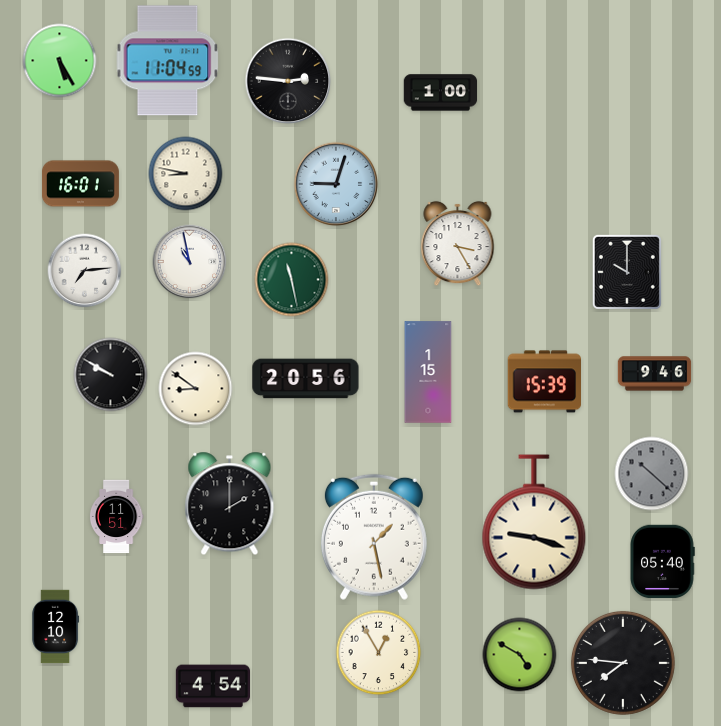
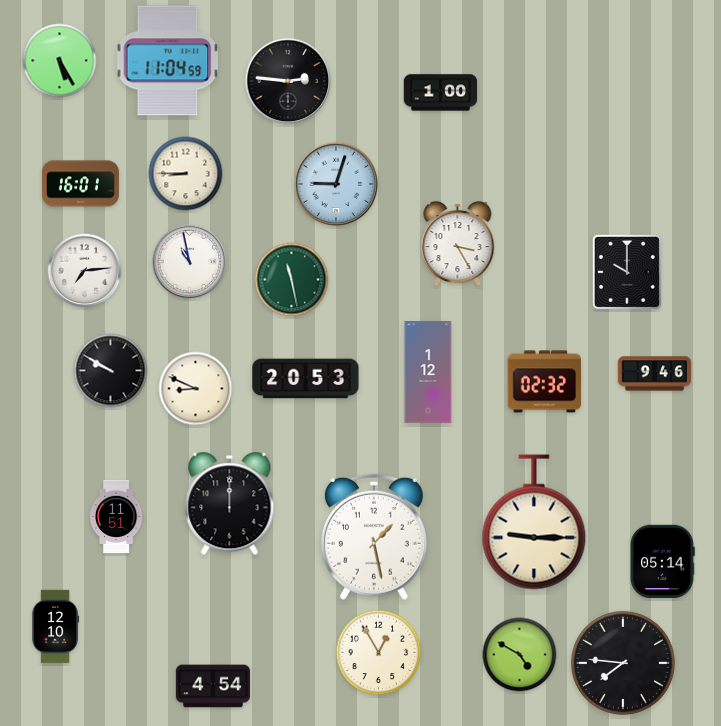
clock at (186, 174): 8:47 -> 8:45
clock at (428, 372): 1:15 -> 1:12
clock at (111, 375) position: (111, 375) -> (111, 371)
clock at (306, 379): 20:56 -> 20:53
clock at (544, 382): 15:39 -> 02:32
clock at (196, 389): 8:51 -> 8:49
clock at (652, 474): 10:22 -> none
clock at (230, 504): 2:00 -> 12:00
clock at (534, 522): 9:18 -> 9:15
clock at (662, 562): 05:40 -> 05:14
